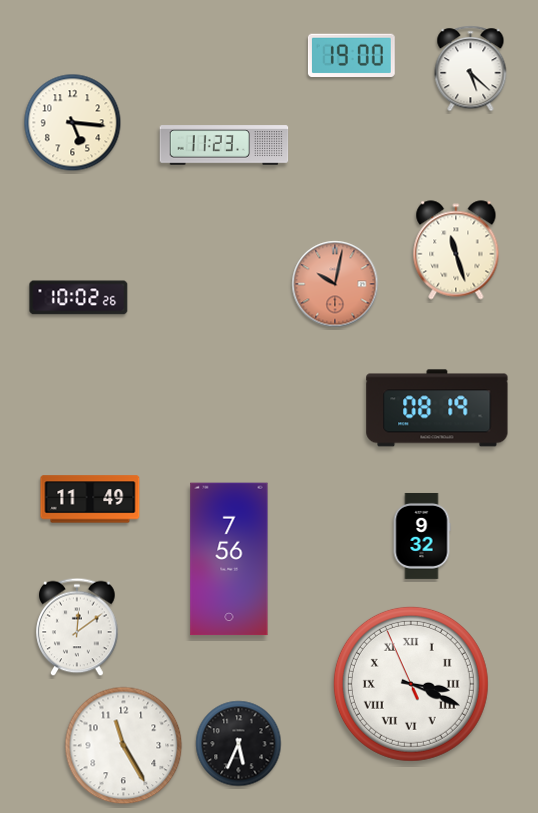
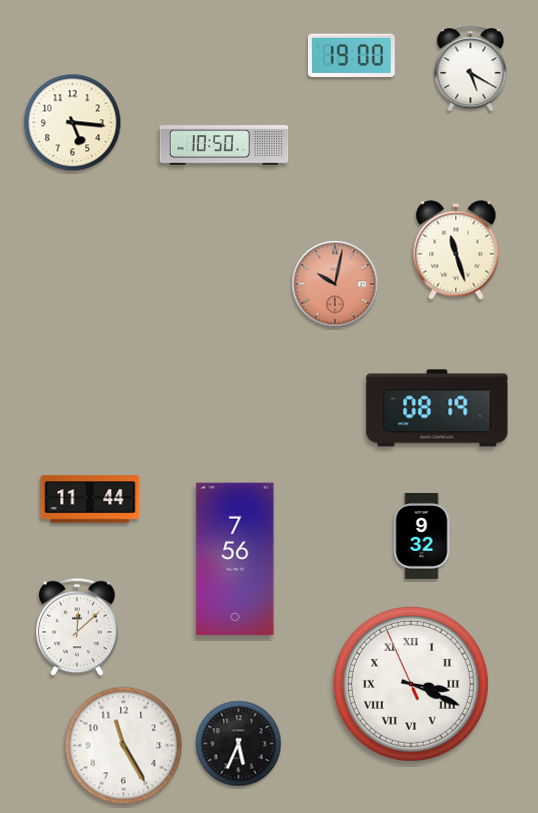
clock at (471, 69): 5:22 -> 5:20
clock at (224, 145): 11:23 -> 10:50
clock at (79, 298): 10:02 -> none
clock at (90, 499): 11:49 -> 11:44
clock at (229, 559) position: (229, 559) -> (235, 559)
clock at (77, 627): 12:09 -> 12:08
